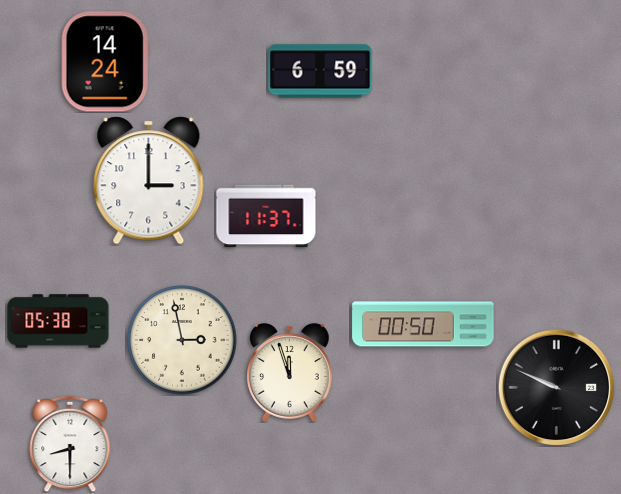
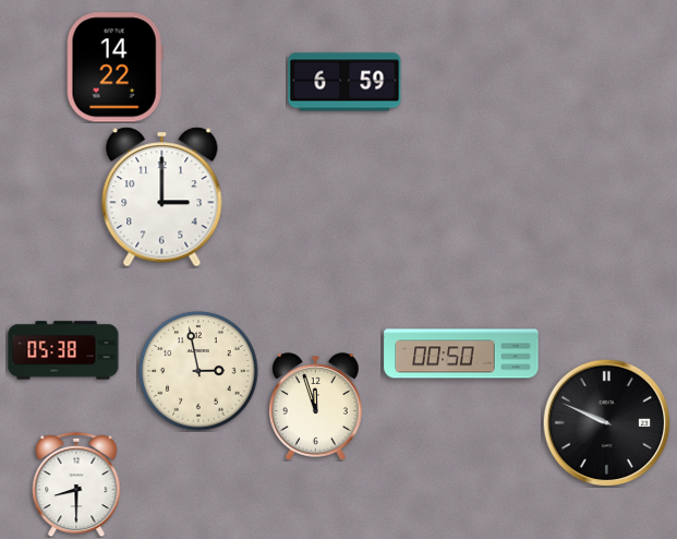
clock at (105, 62): 14:24 -> 14:22
clock at (320, 71) position: (320, 71) -> (344, 82)
clock at (266, 216): 11:37 -> none
